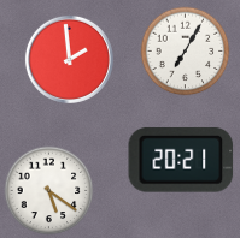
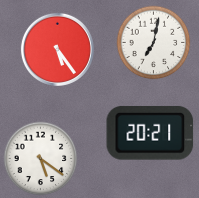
clock at (186, 52): 7:05 -> 7:02
clock at (69, 59): 1:59 -> 5:24
